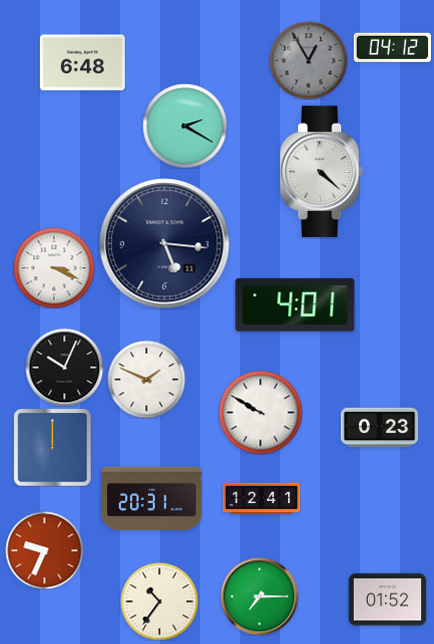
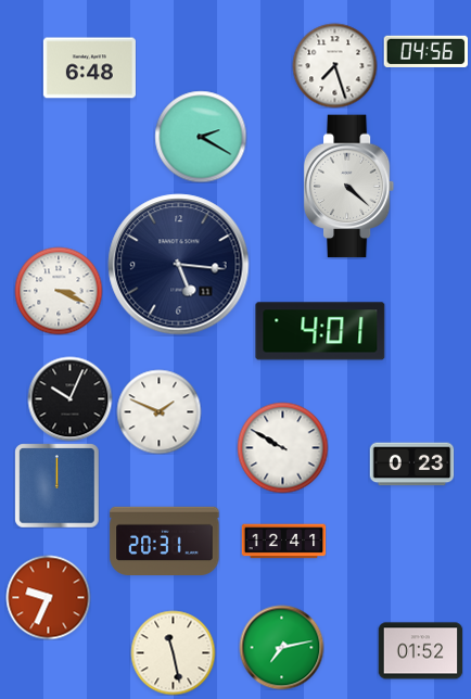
clock at (392, 47): 04:12 -> 04:56
clock at (308, 60): 12:55 -> 7:27
clock at (308, 60) dial: grey -> white
clock at (259, 596): 7:15 -> 7:13
clock at (159, 601): 10:36 -> 11:28
